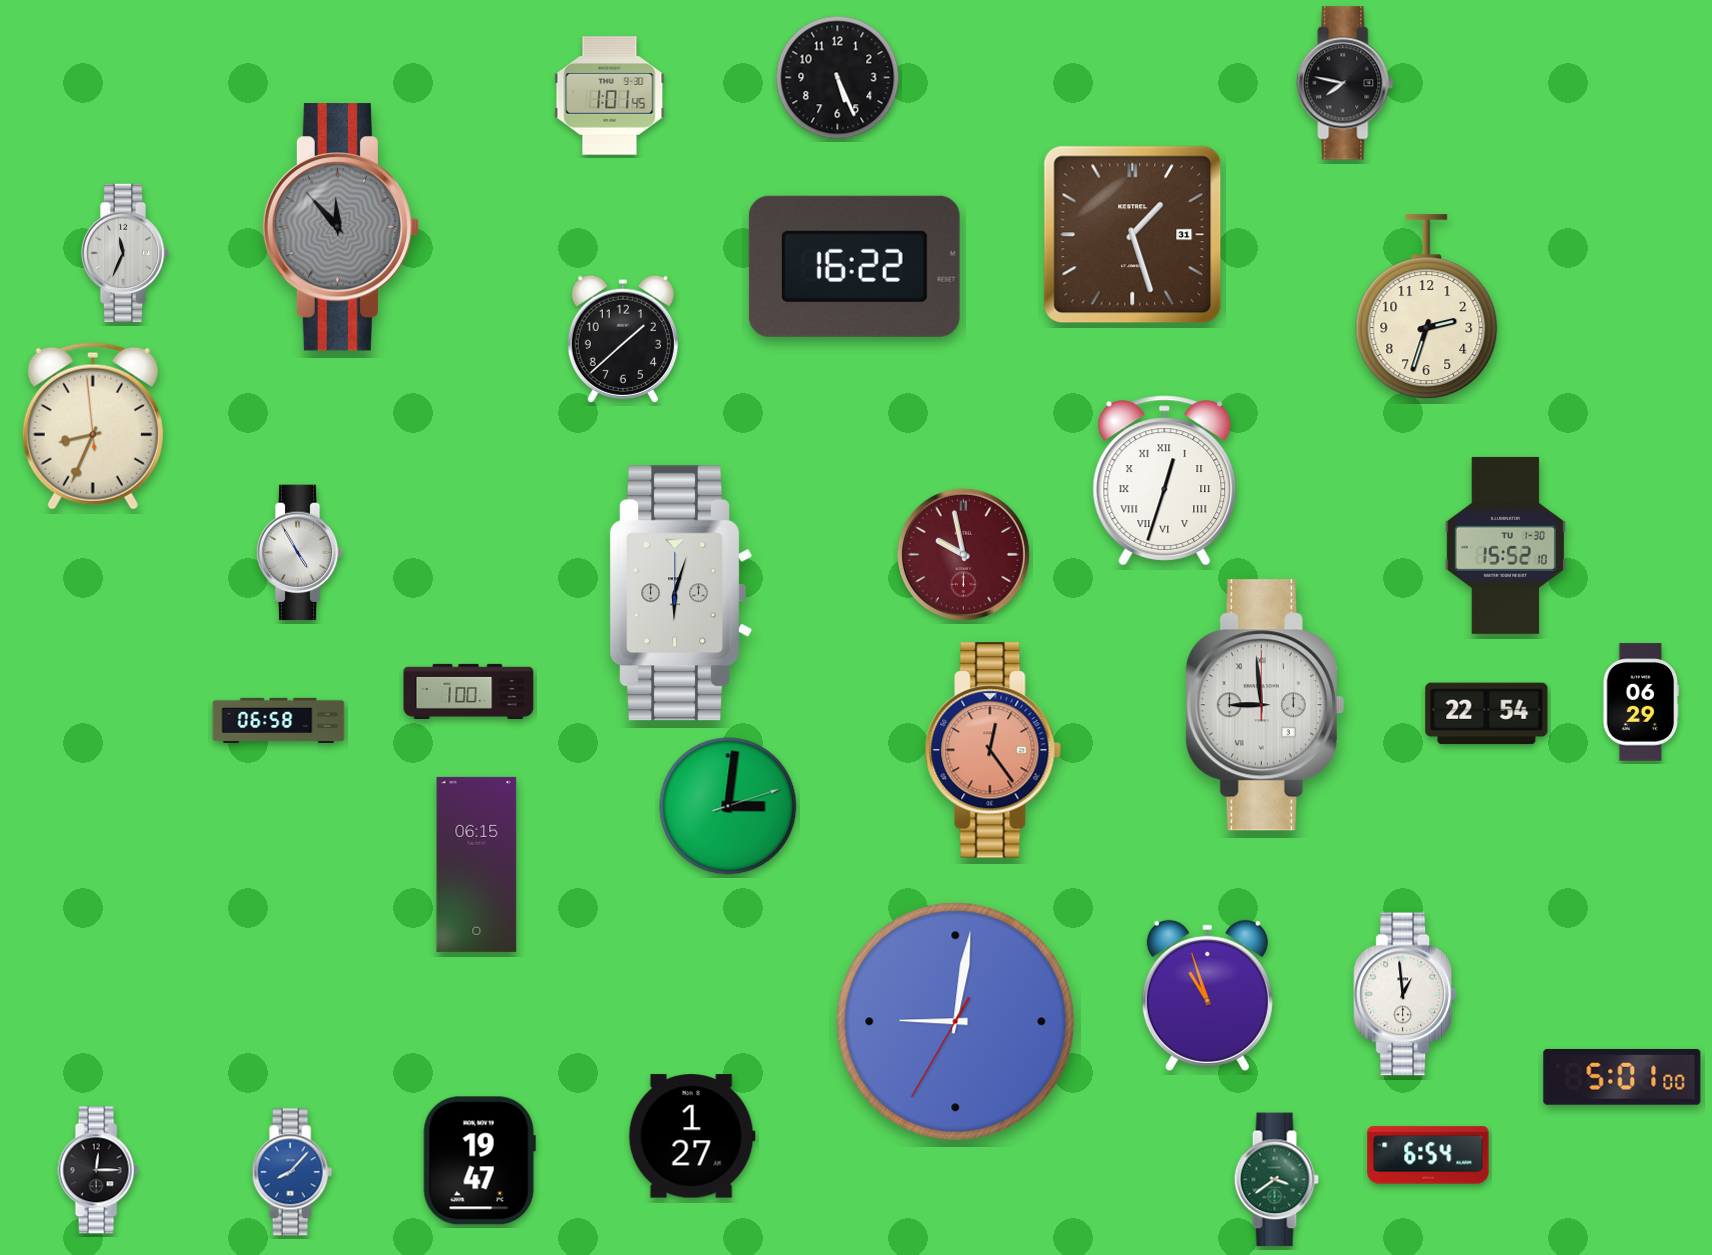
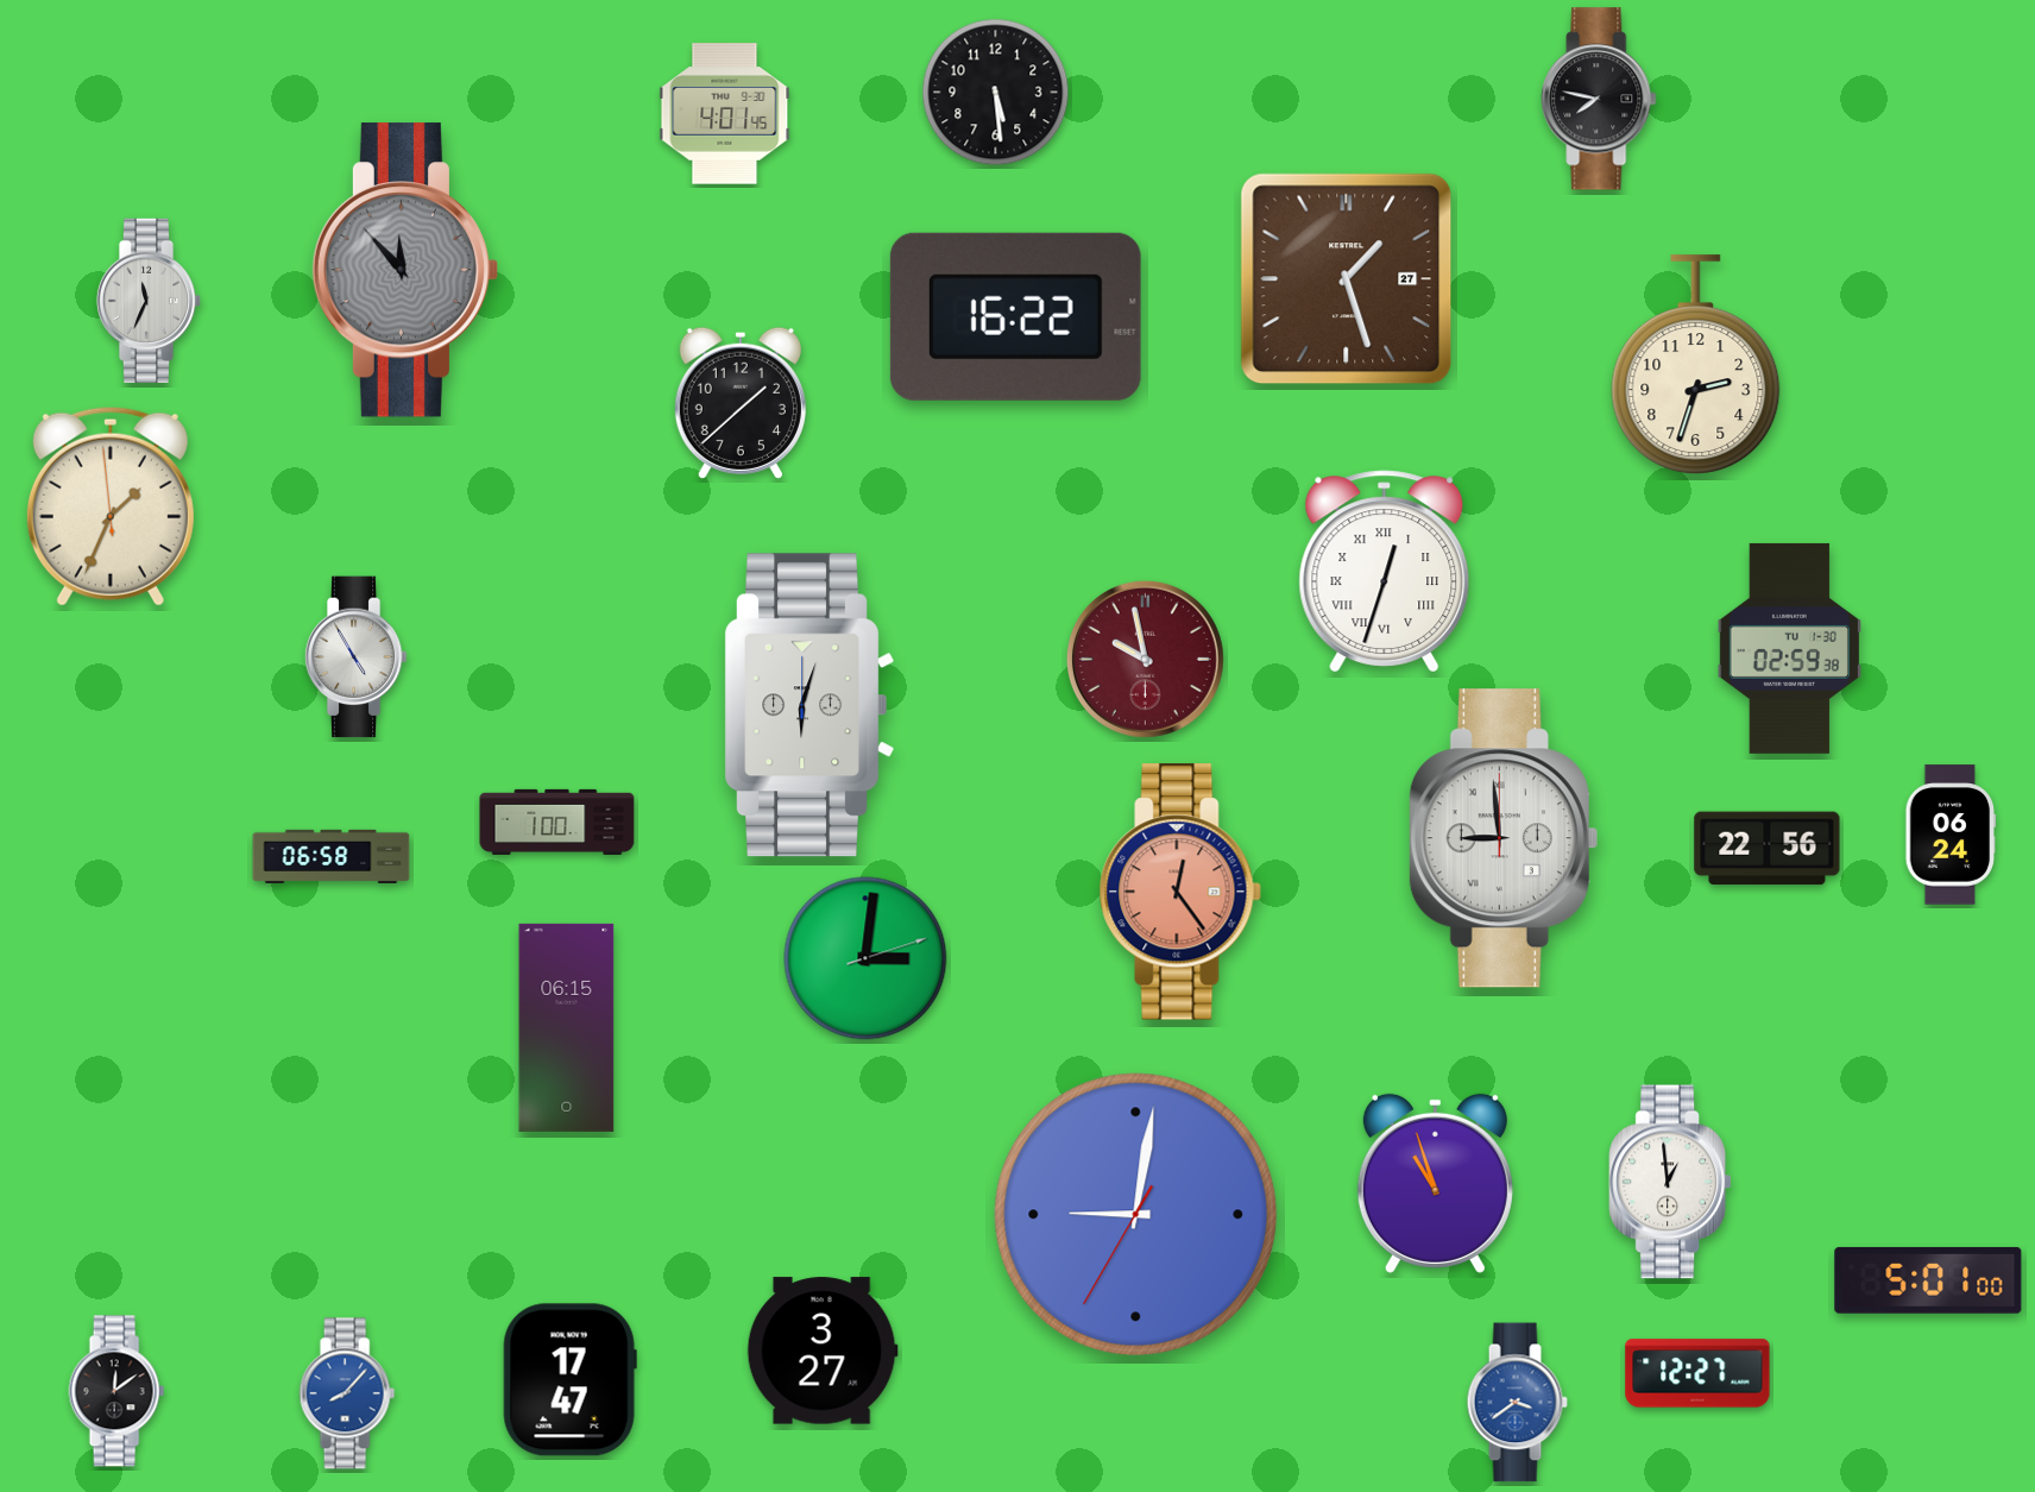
clock at (838, 78): 5:26 -> 5:29
clock at (610, 96): 1:01 -> 4:01
clock at (1133, 235) date: 31 -> 27
clock at (93, 426): 8:33 -> 1:33
clock at (1505, 545): 15:52 -> 02:59
clock at (1641, 702): 06:29 -> 06:24
clock at (1487, 714): 22:54 -> 22:56
clock at (692, 1136): 1:27 -> 3:27
clock at (1428, 1155): 6:54 -> 12:27
clock at (479, 1161): 19:47 -> 17:47
clock at (98, 1170): 12:15 -> 12:09
clock at (1276, 1180) dial: green -> blue
